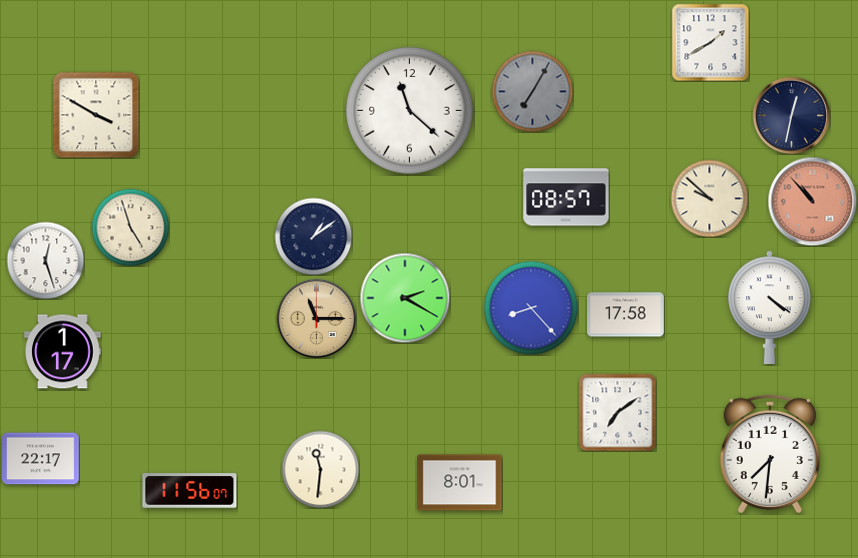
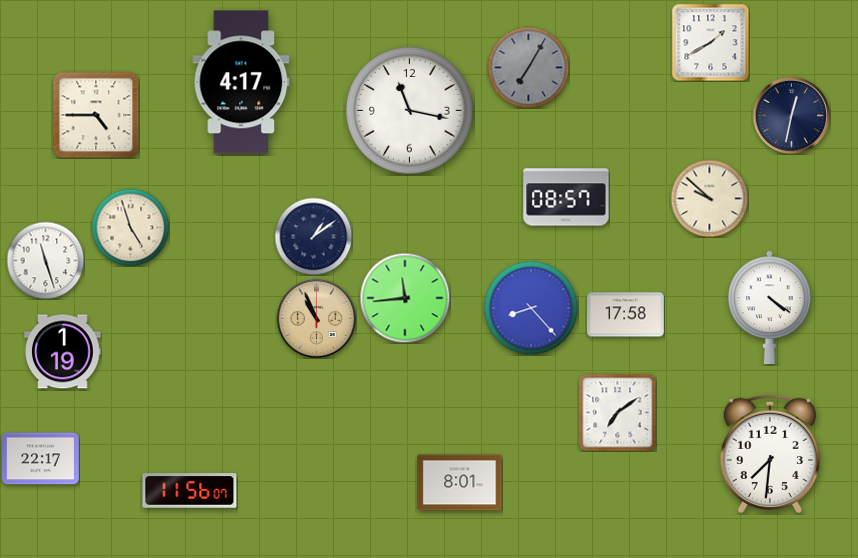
clock at (241, 82): none -> 4:17
clock at (532, 91) position: (532, 91) -> (528, 67)
clock at (410, 111): 11:22 -> 11:17
clock at (96, 115): 3:50 -> 4:45
clock at (812, 201): 10:53 -> none
clock at (45, 260): 12:27 -> 11:27
clock at (405, 298): 2:20 -> 11:44
clock at (316, 318): 11:15 -> 10:56
clock at (63, 352): 1:17 -> 1:19
clock at (320, 469): 11:31 -> none
